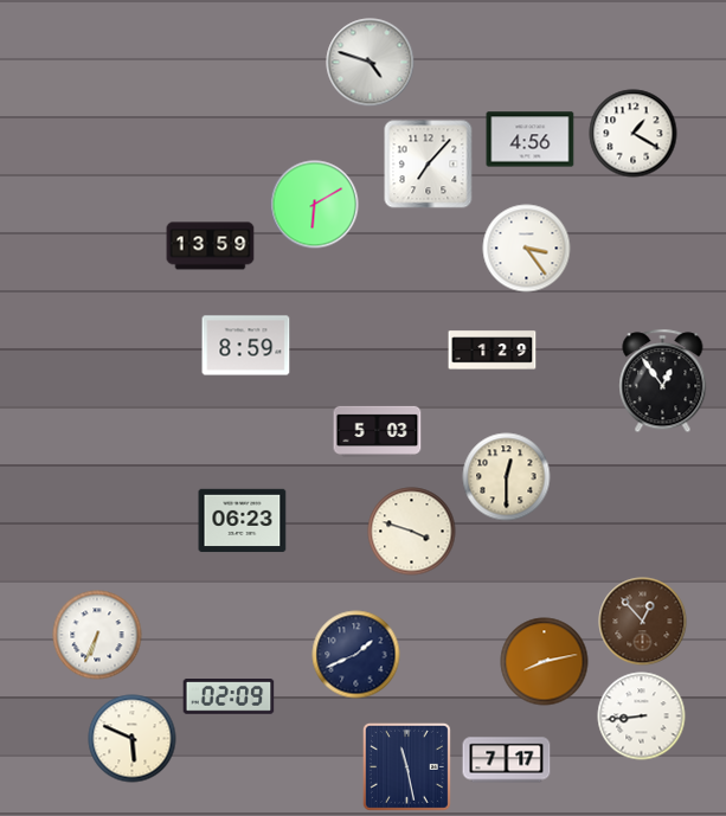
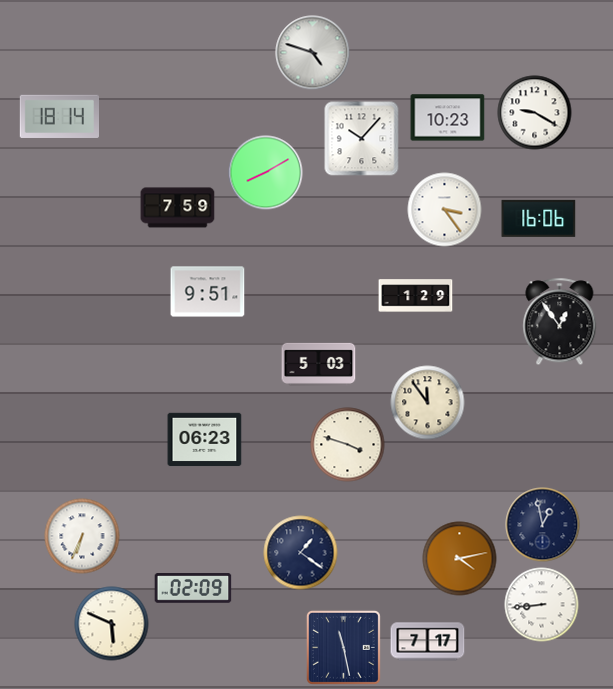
clock at (634, 134): 1:20 -> 9:20
clock at (59, 116): none -> 18:14
clock at (531, 140): 4:56 -> 10:23
clock at (429, 165): 7:07 -> 10:07
clock at (315, 205): 6:10 -> 8:10
clock at (211, 246): 13:59 -> 7:59
clock at (539, 218): none -> 16:06
clock at (246, 346): 8:59 -> 9:51
clock at (507, 477): 12:30 -> 11:54
clock at (412, 532) position: (412, 532) -> (348, 445)
clock at (643, 622): 12:53 -> 12:58
clock at (643, 622) dial: brown -> navy
clock at (356, 655): 1:41 -> 1:21
clock at (545, 662): 8:13 -> 4:13
